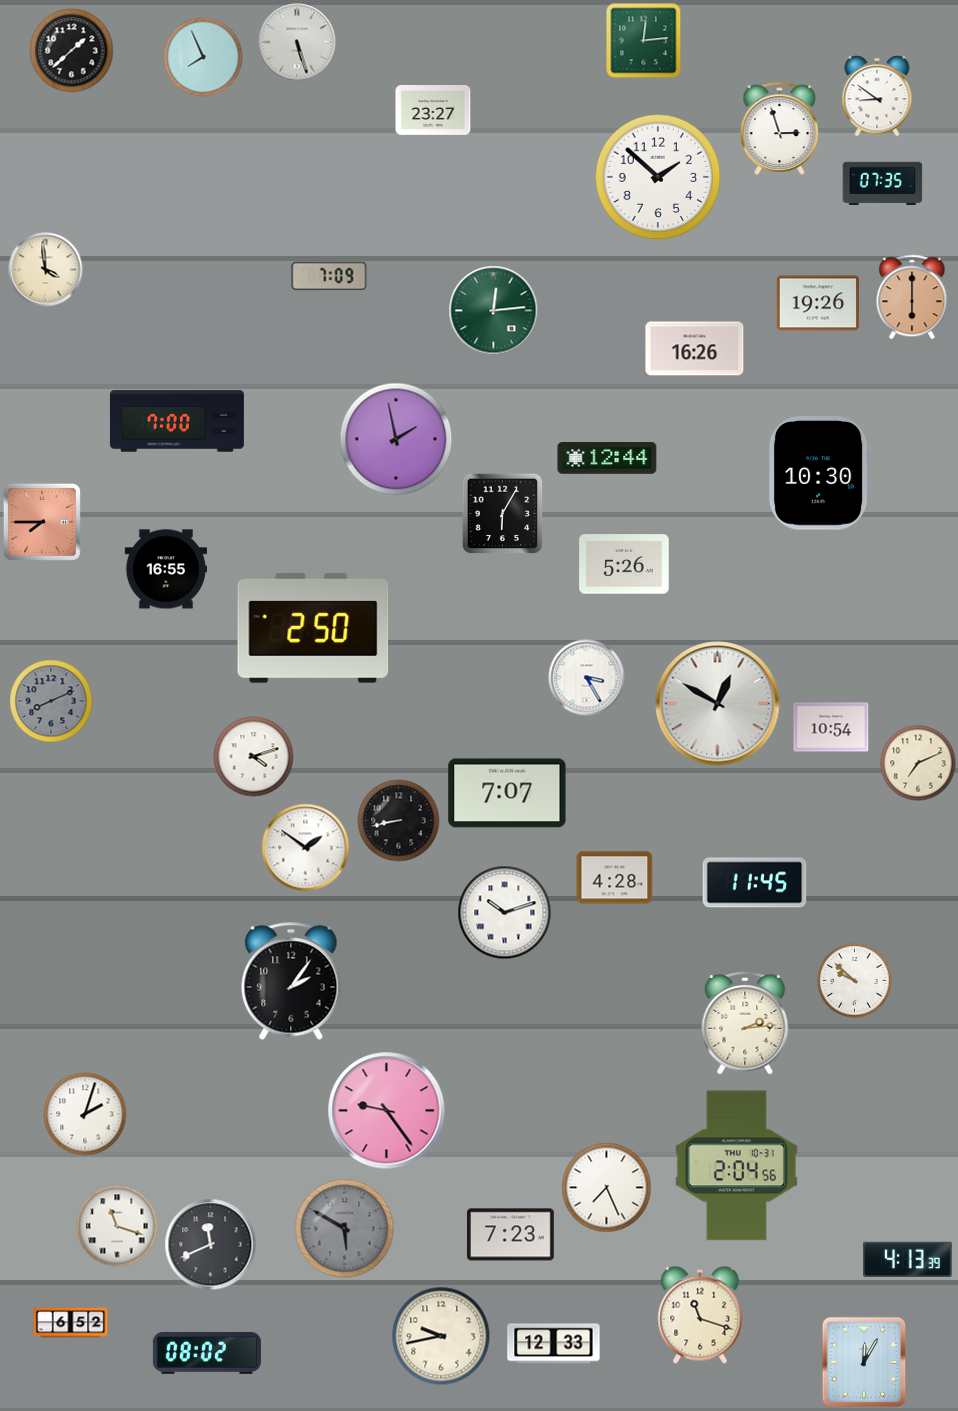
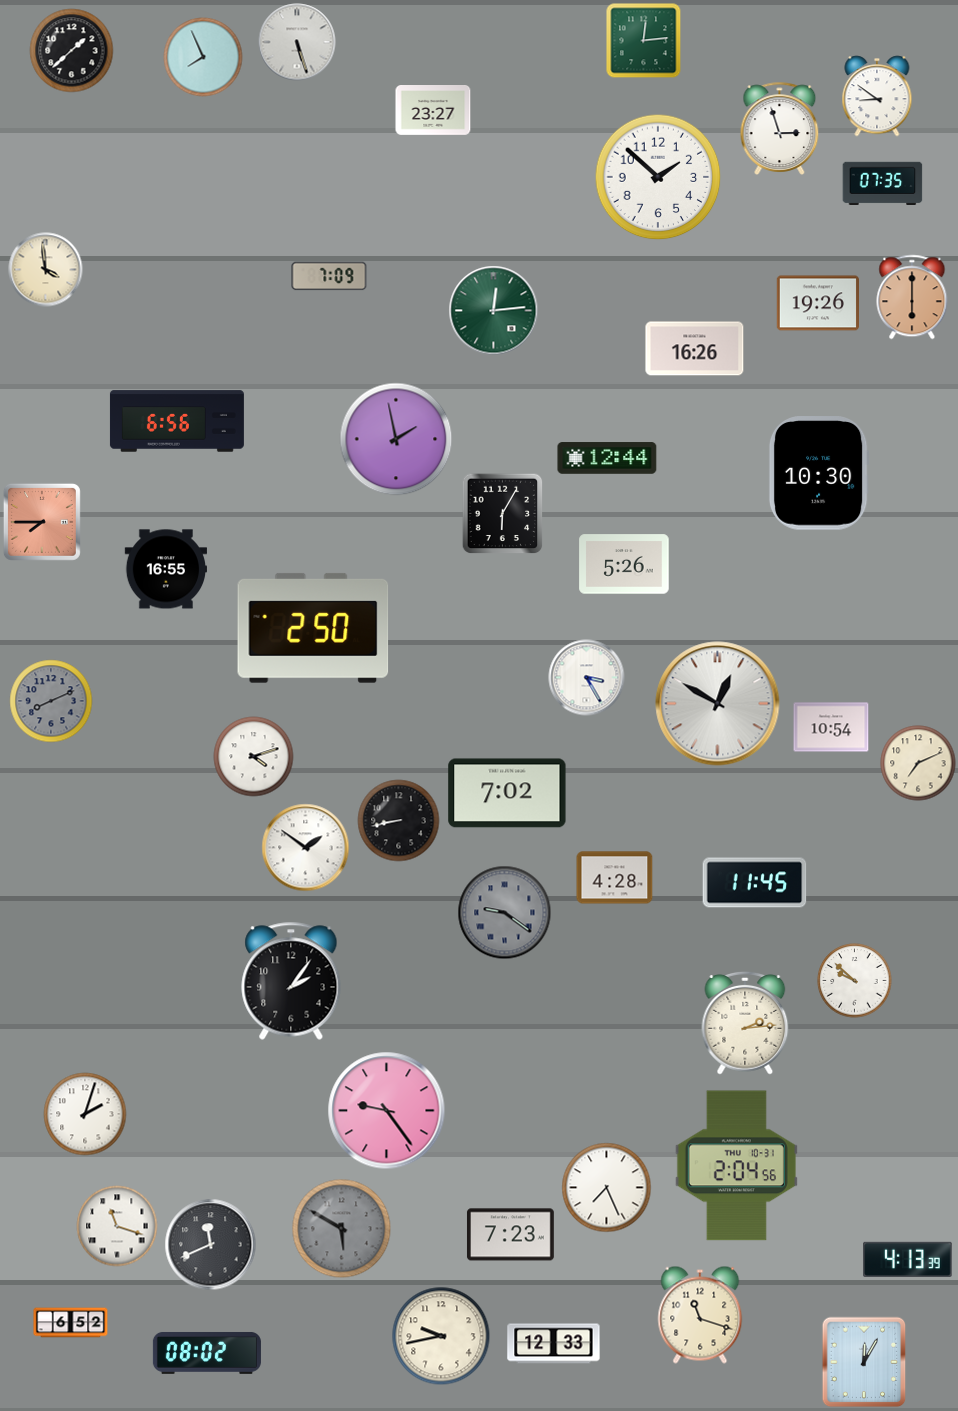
clock at (177, 421): 7:00 -> 6:56
clock at (507, 793): 7:07 -> 7:02
clock at (505, 913): 10:12 -> 9:21
clock at (505, 913) dial: white -> grey
clock at (345, 1229) position: (345, 1229) -> (342, 1229)
